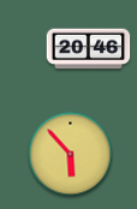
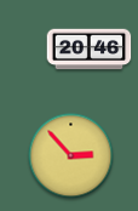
clock at (71, 155): 5:53 -> 2:53
